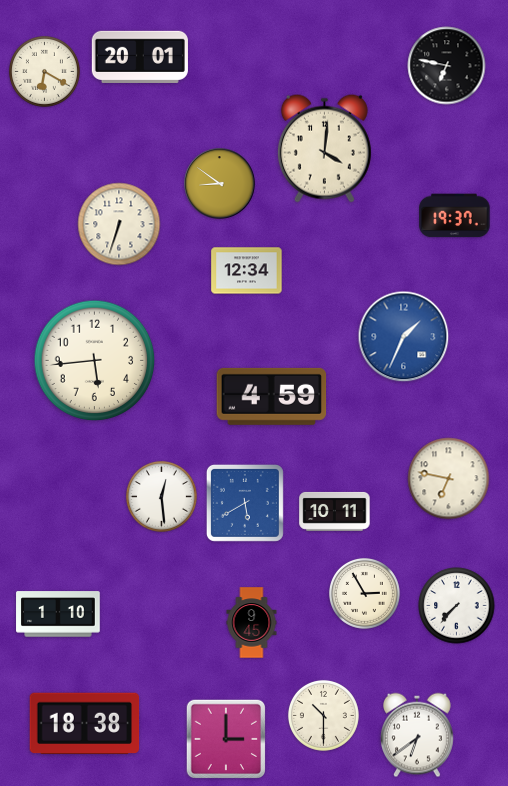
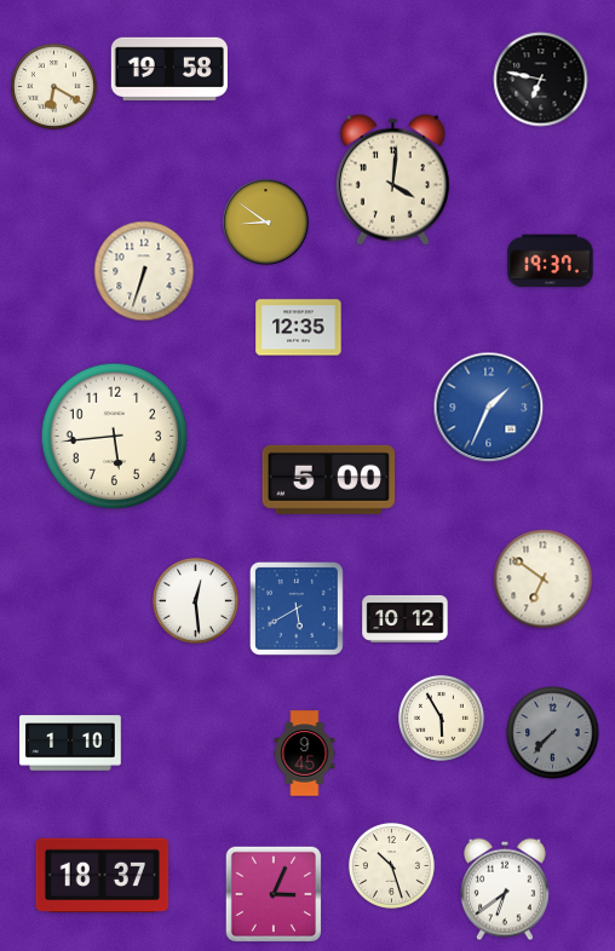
clock at (140, 57): 20:01 -> 19:58
clock at (247, 271): 12:34 -> 12:35
clock at (272, 396): 4:59 -> 5:00
clock at (449, 479): 6:47 -> 6:51
clock at (335, 511): 10:11 -> 10:12
clock at (364, 593): 2:55 -> 5:55
clock at (457, 606) dial: white -> grey
clock at (323, 715): 10:30 -> 10:27
clock at (85, 723): 18:38 -> 18:37
clock at (225, 738): 3:00 -> 3:04
